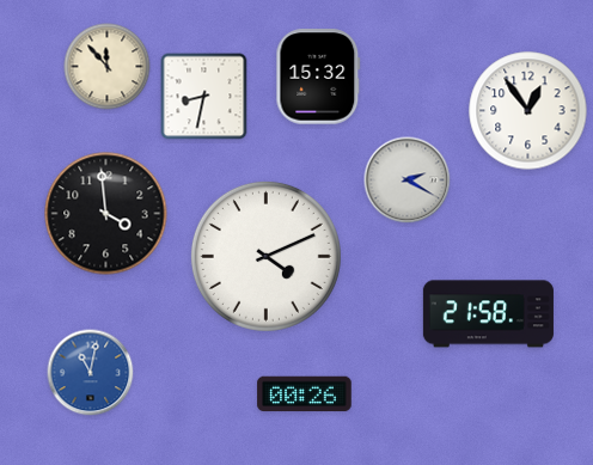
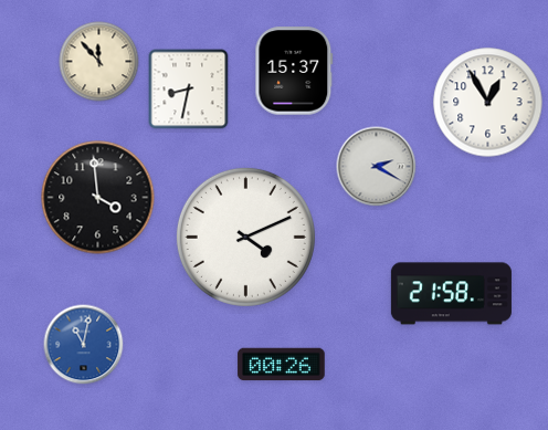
clock at (318, 77): 15:32 -> 15:37
clock at (528, 111): 12:54 -> 12:55
clock at (488, 314) position: (488, 314) -> (451, 294)
